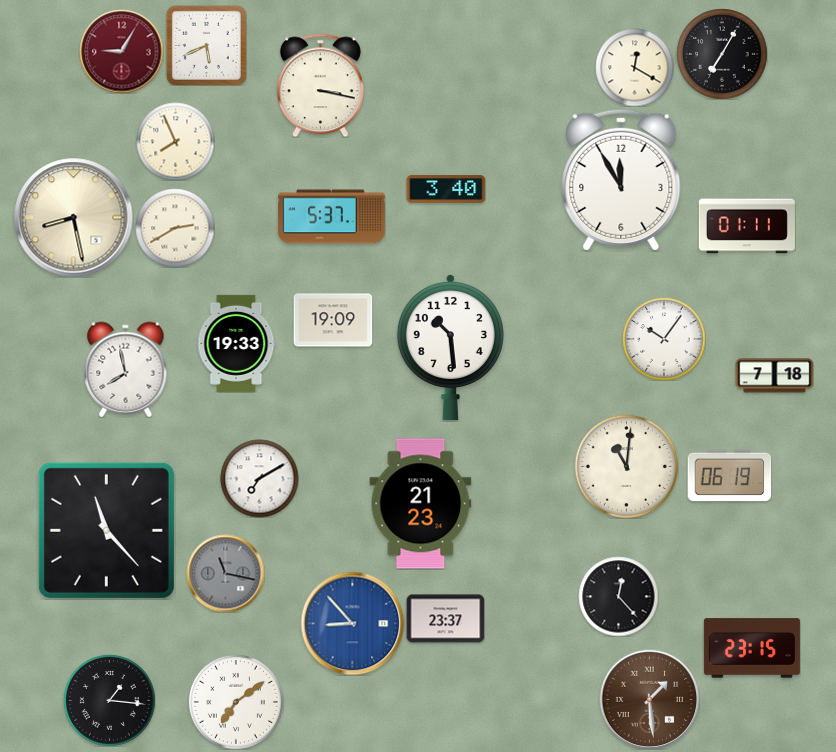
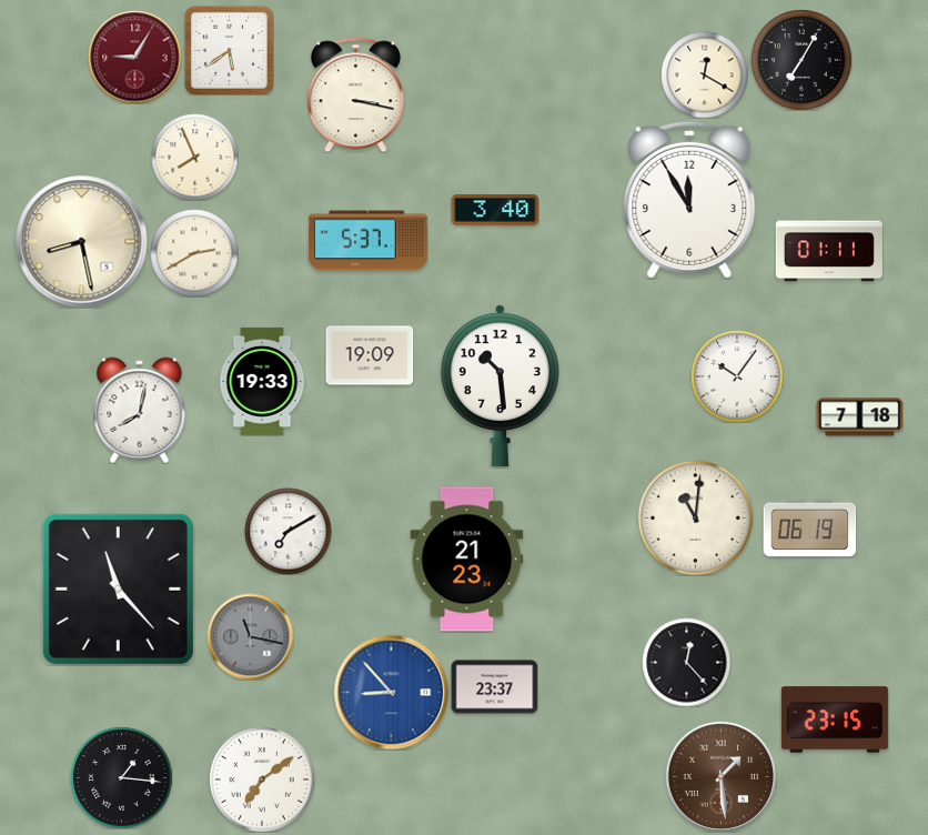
clock at (206, 45): 5:41 -> 5:39
clock at (126, 369): 7:58 -> 8:02
